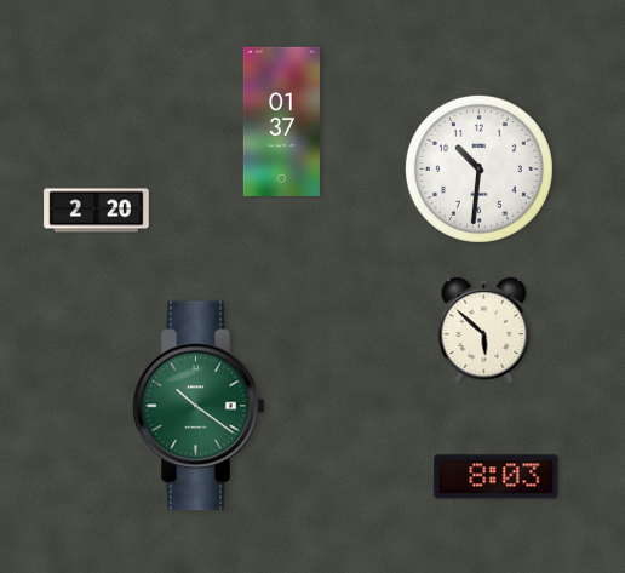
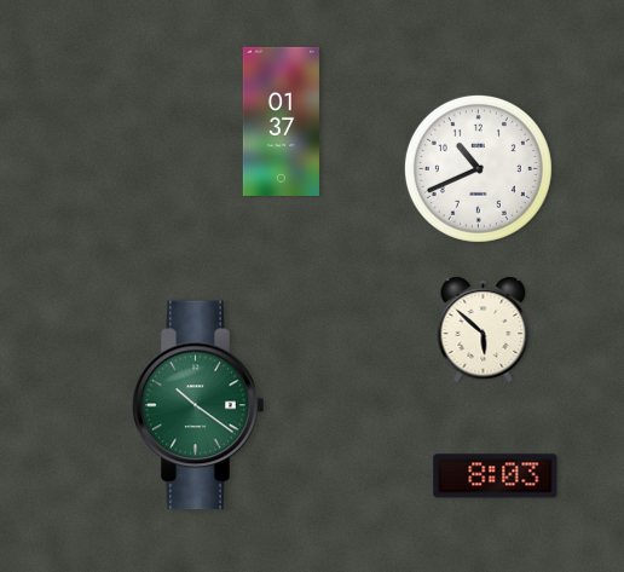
clock at (478, 168): 10:31 -> 10:41
clock at (97, 211): 2:20 -> none
